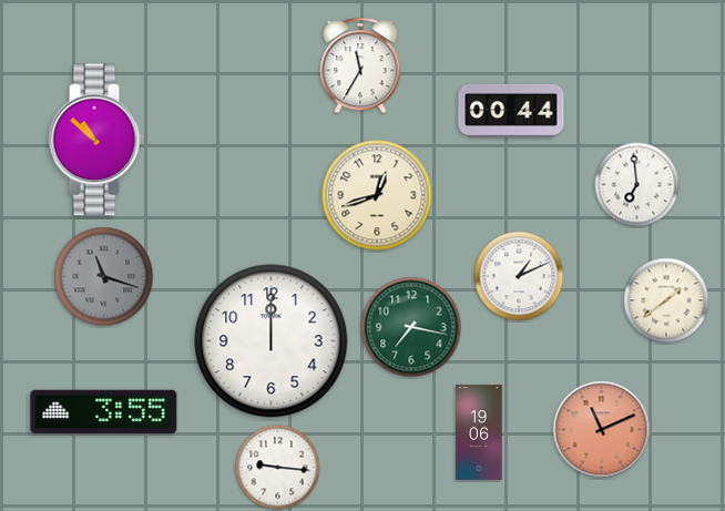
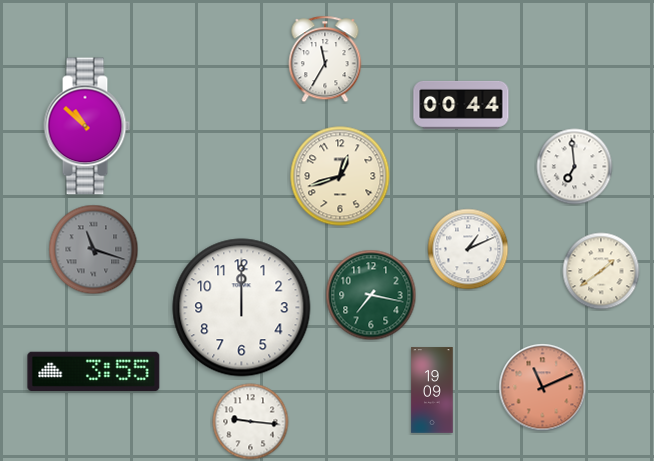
clock at (511, 111) position: (511, 111) -> (461, 105)
clock at (272, 341) position: (272, 341) -> (242, 308)
clock at (479, 432): 19:06 -> 19:09
